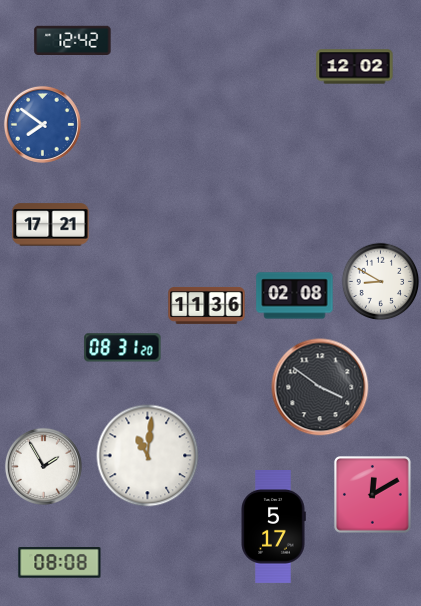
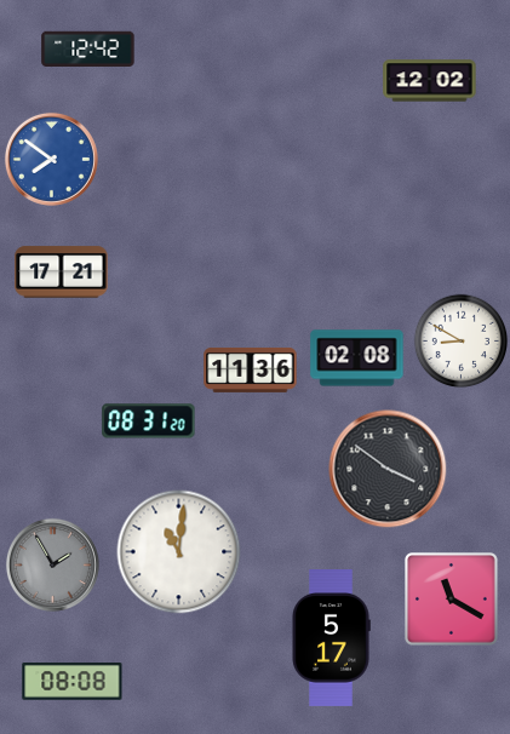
clock at (42, 124) position: (42, 124) -> (51, 159)
clock at (43, 466) dial: white -> grey
clock at (373, 495): 12:10 -> 11:20
